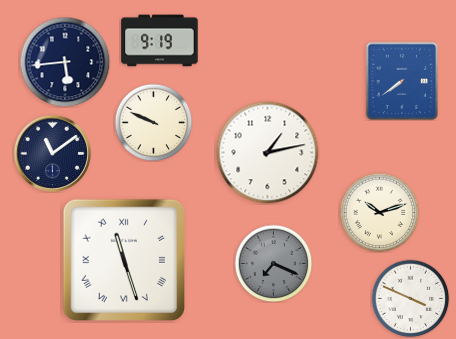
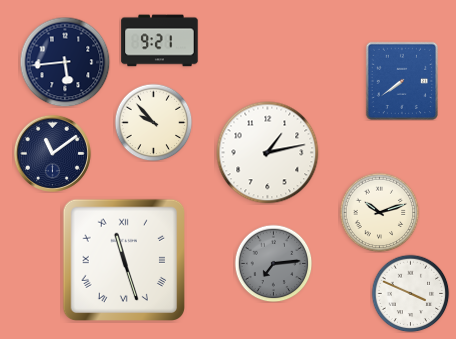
clock at (160, 41): 9:19 -> 9:21
clock at (153, 122): 9:49 -> 9:53
clock at (273, 263): 7:19 -> 7:14
clock at (410, 298) position: (410, 298) -> (410, 293)
